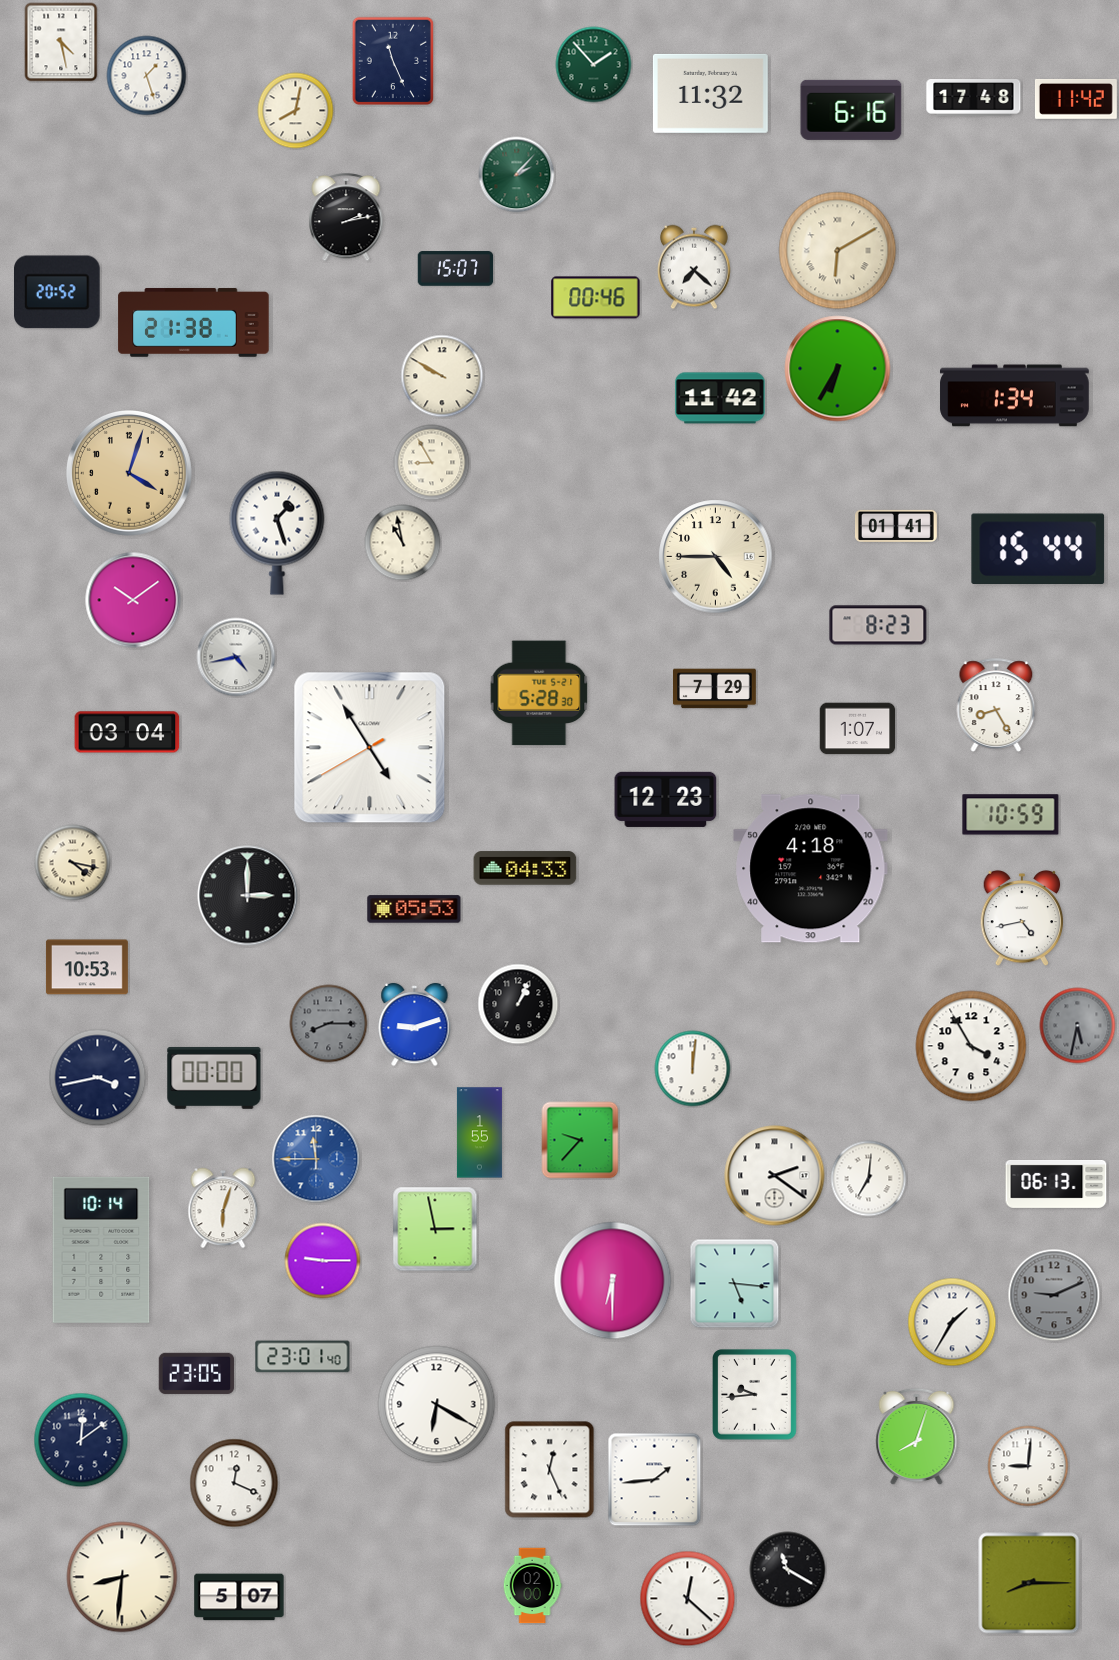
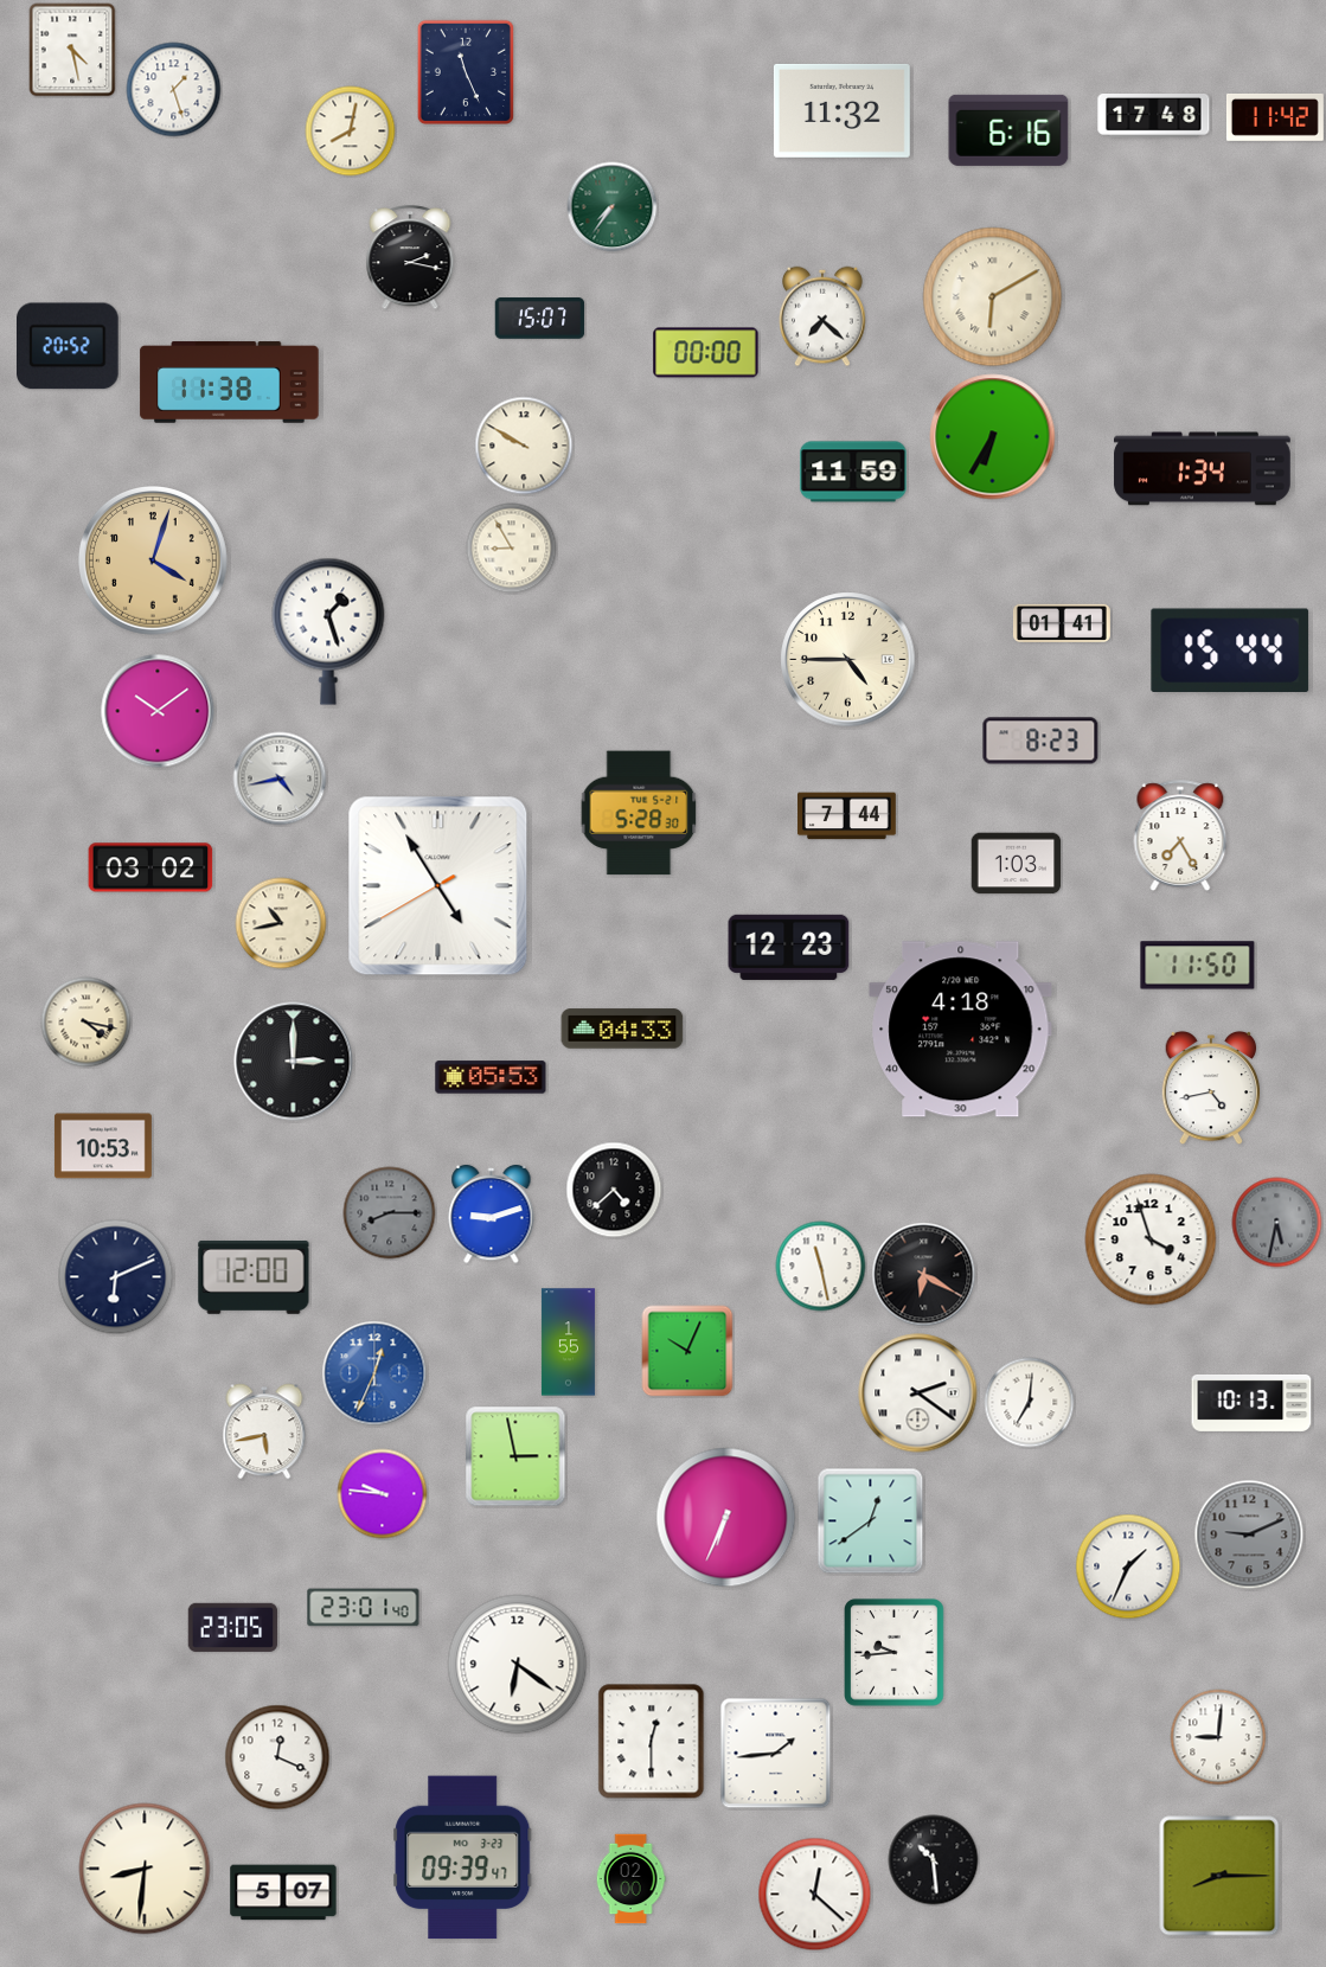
clock at (594, 65): 1:53 -> none
clock at (517, 175): 2:07 -> 7:36
clock at (346, 218): 2:13 -> 2:17
clock at (596, 298): 00:46 -> 00:00
clock at (194, 323): 21:38 -> 11:38
clock at (720, 398): 11:42 -> 11:59
clock at (403, 543): 10:58 -> none
clock at (715, 689): 7:29 -> 7:44
clock at (539, 693) position: (539, 693) -> (639, 813)
clock at (996, 705): 8:25 -> 7:25
clock at (858, 729): 1:07 -> 1:03
clock at (127, 732): 03:04 -> 03:02
clock at (281, 923): none -> 10:43
clock at (1011, 815): 10:59 -> 11:50
clock at (518, 1004): 1:04 -> 4:38
clock at (1078, 1026) position: (1078, 1026) -> (1277, 1223)
clock at (971, 1046): 3:55 -> 3:57
clock at (693, 1069): 12:01 -> 11:28
clock at (924, 1275): none -> 6:20
clock at (98, 1078): 3:43 -> 6:11
clock at (214, 1078): 00:00 -> 12:00
clock at (580, 1140): 9:37 -> 10:04
clock at (316, 1159): 11:45 -> 12:34
clock at (869, 1179) position: (869, 1179) -> (1030, 1403)
clock at (1056, 1184): 06:13 -> 10:13
clock at (223, 1208): 6:03 -> 5:43
clock at (101, 1250): 10:14 -> none
clock at (323, 1261): 9:15 -> 9:46
clock at (613, 1281): 6:30 -> 6:34
clock at (735, 1284): 5:16 -> 12:39
clock at (952, 1322): 1:35 -> 1:34
clock at (303, 1357) position: (303, 1357) -> (364, 1608)
clock at (437, 1405): 6:20 -> 6:21
clock at (917, 1437): 8:03 -> none
clock at (81, 1440): 12:09 -> none
clock at (550, 1470): 12:26 -> 12:30
clock at (463, 1858): none -> 09:39
clock at (788, 1570): 11:20 -> 10:29
